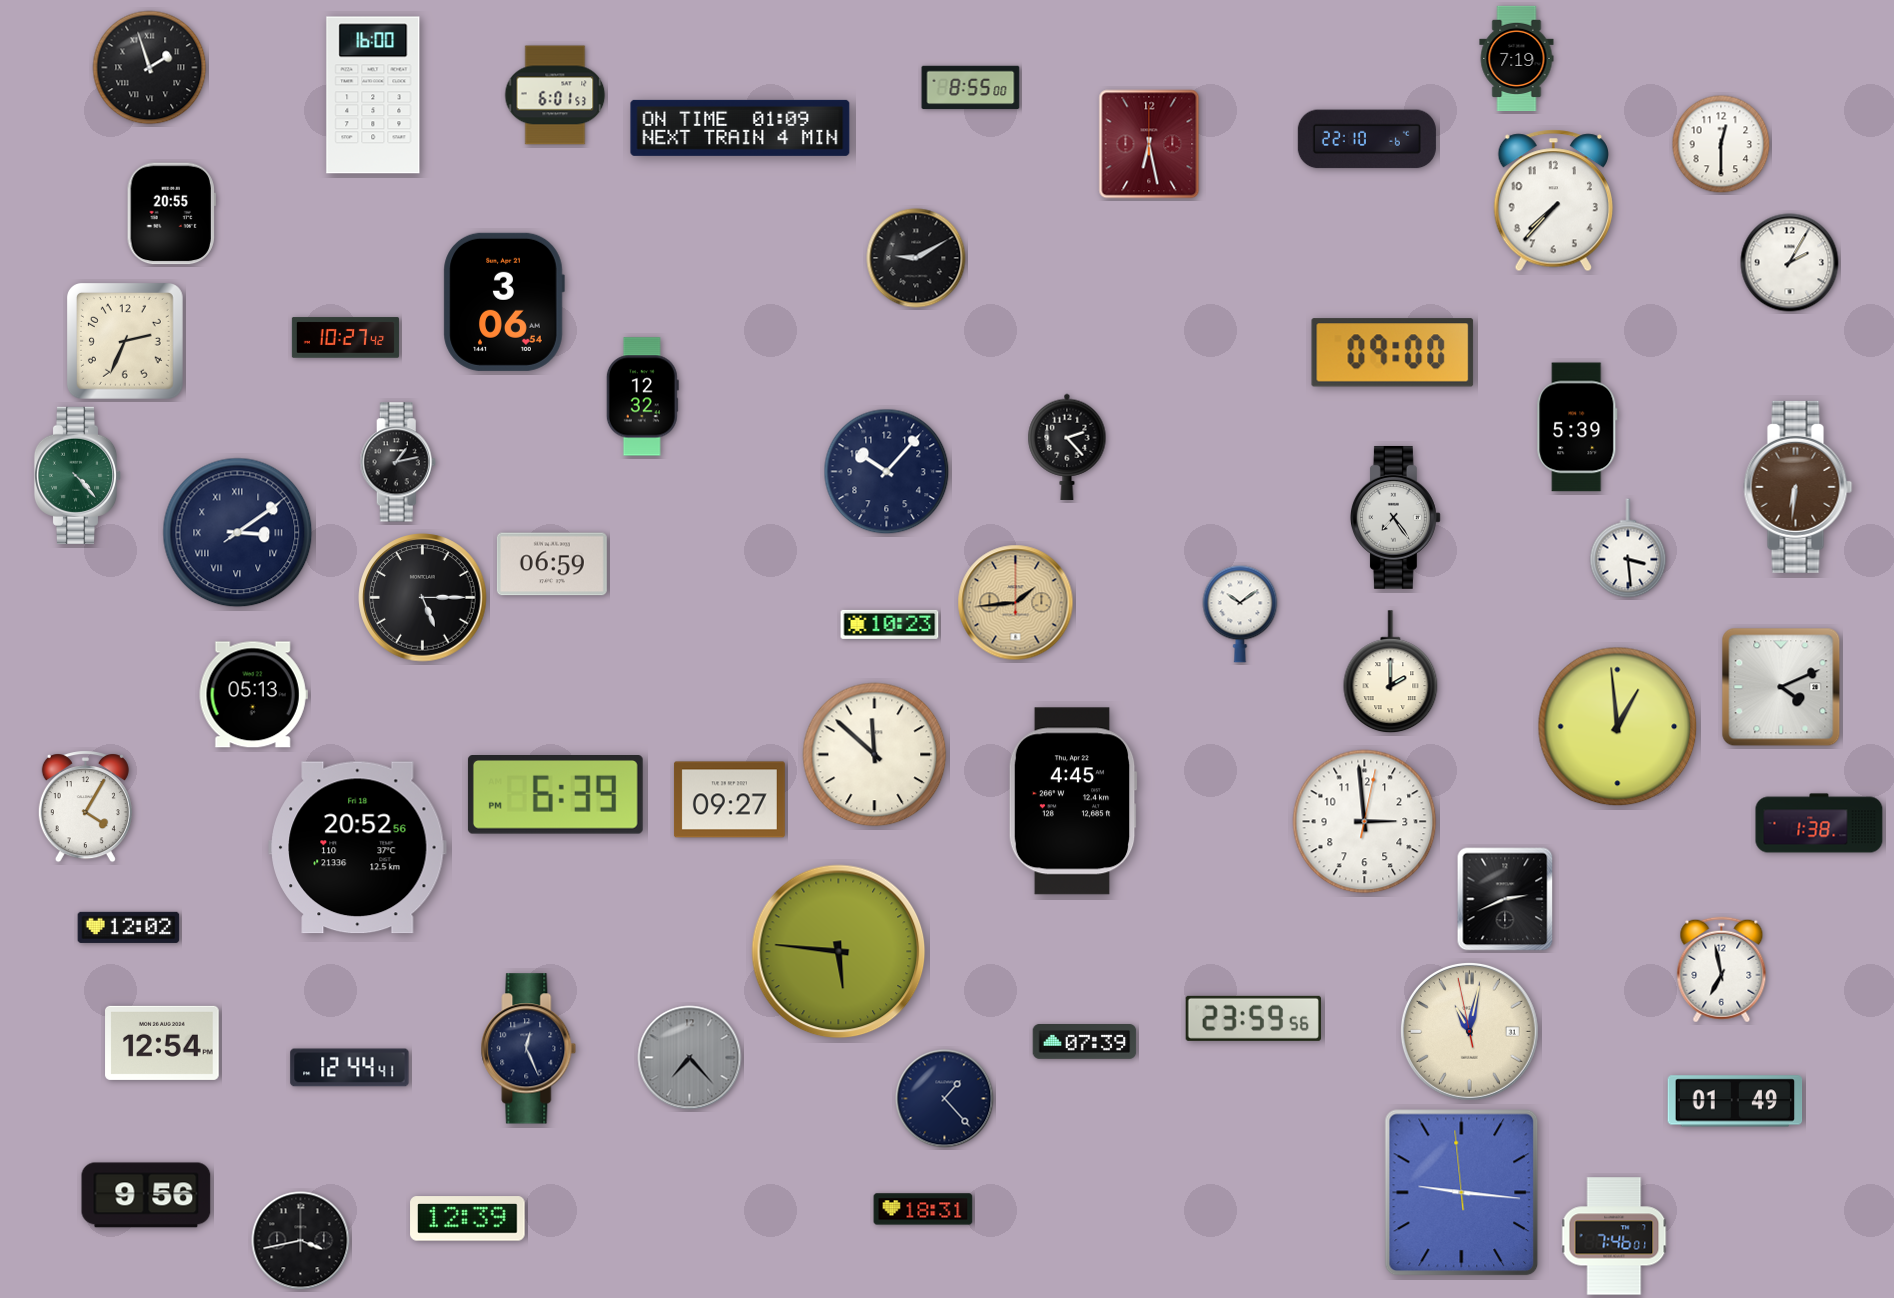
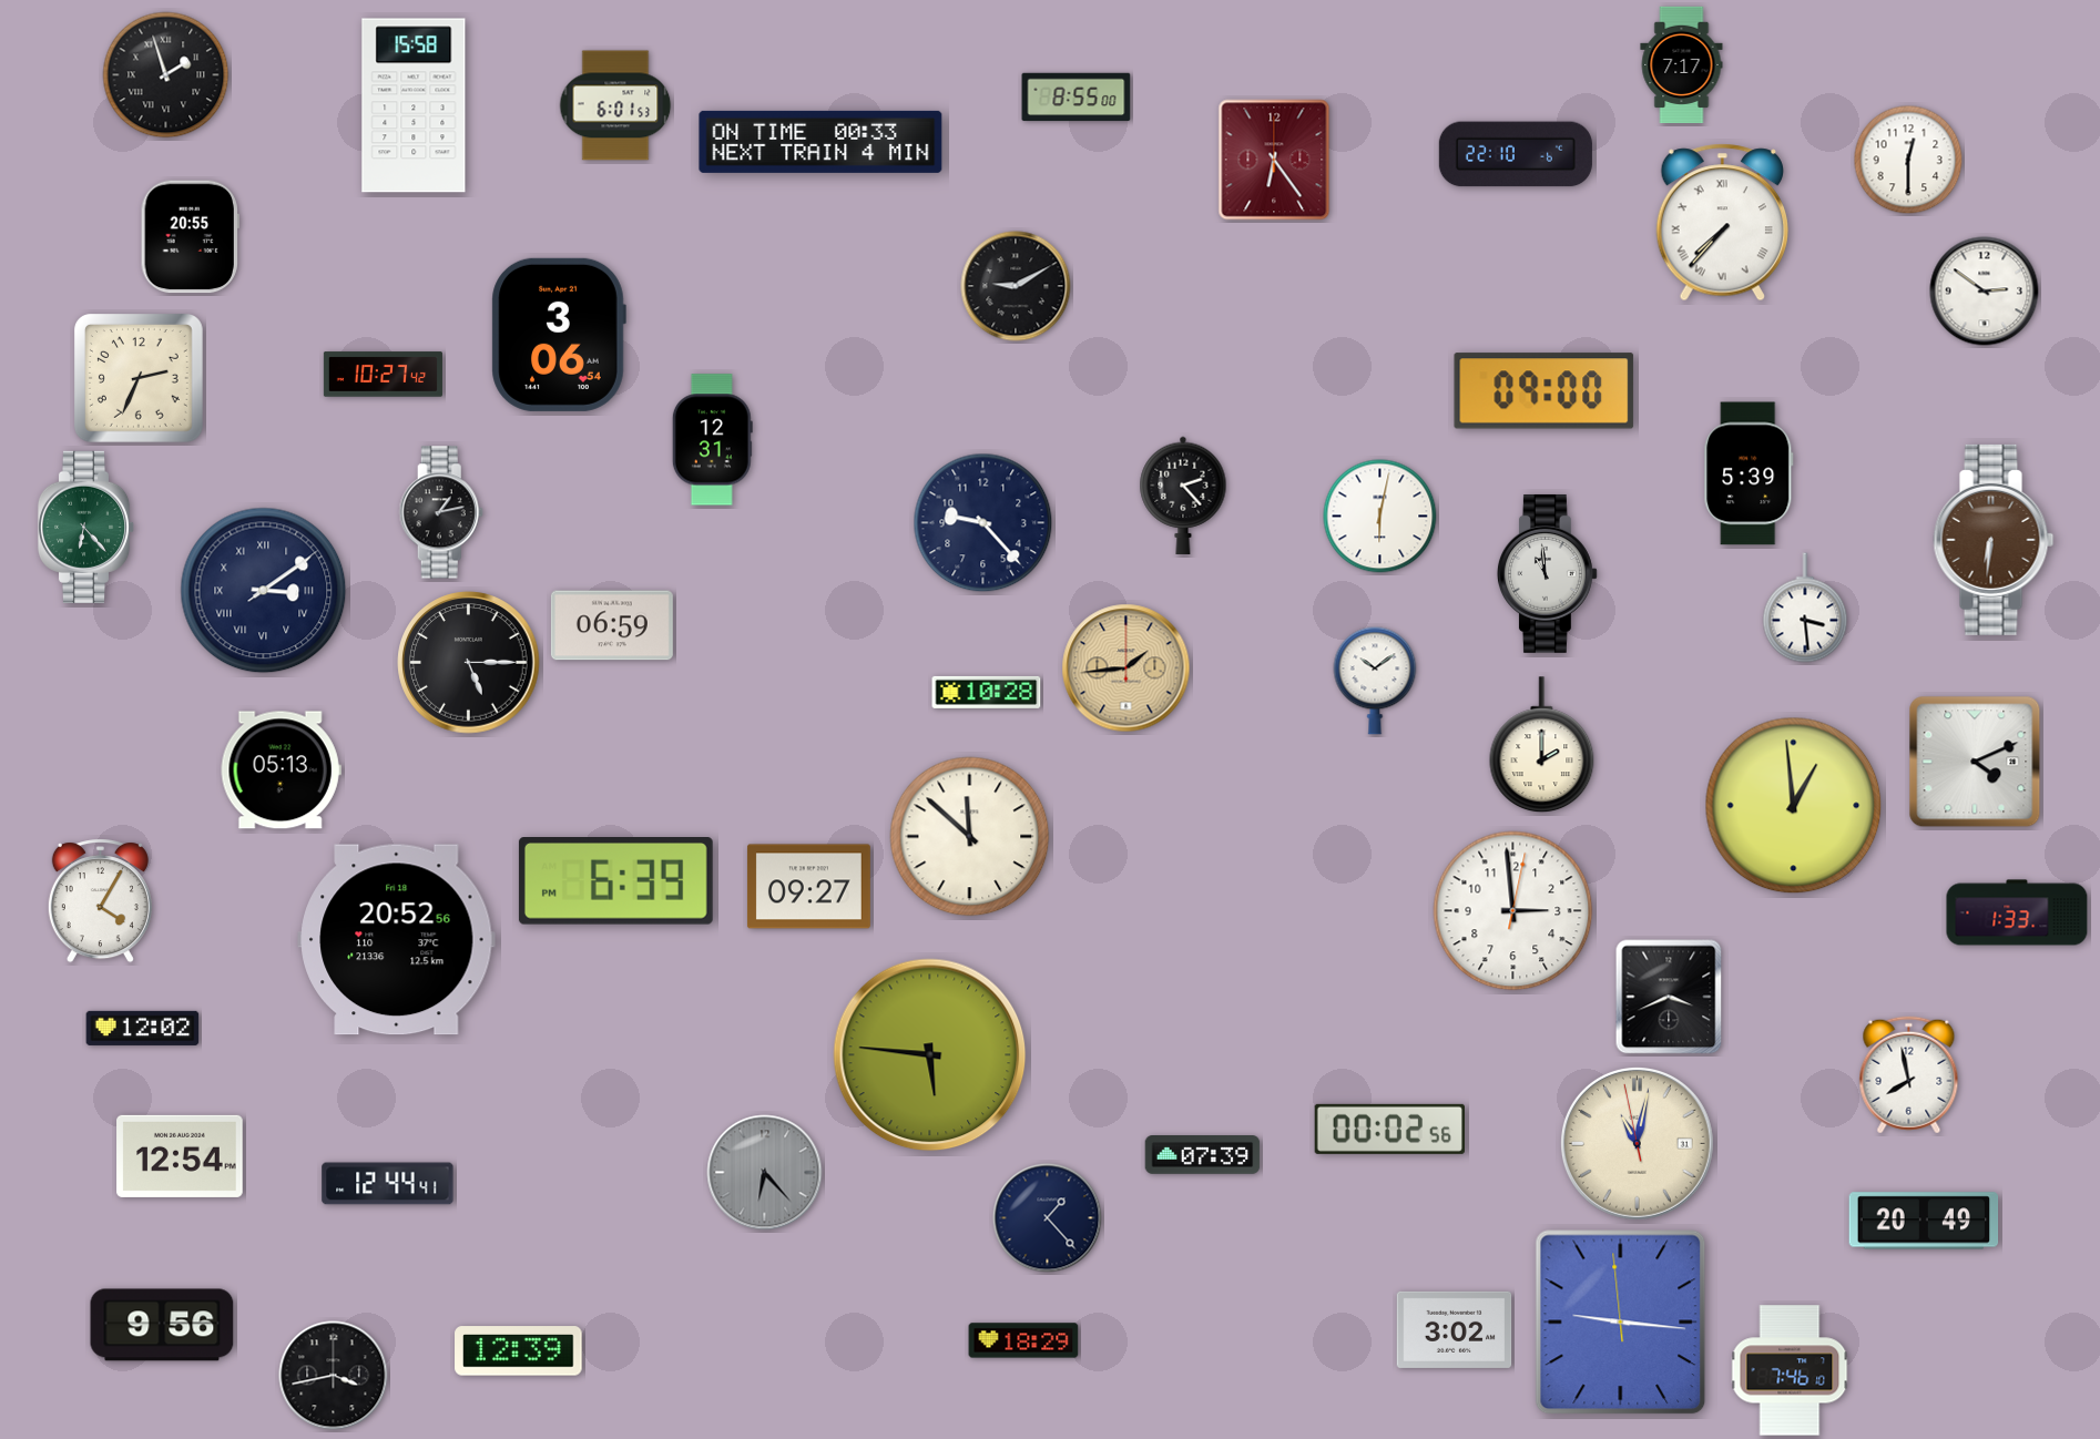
clock at (1517, 59): 7:19 -> 7:17
clock at (373, 95): 16:00 -> 15:58
clock at (740, 128): 01:09 -> 00:33
clock at (1149, 144): 6:28 -> 6:24
clock at (1553, 201) numerals: Arabic -> Roman
clock at (1790, 263): 2:05 -> 2:51
clock at (642, 397): 12:32 -> 12:31
clock at (1380, 517): none -> 6:02
clock at (887, 472): 10:07 -> 9:23
clock at (78, 475): 4:23 -> 6:23
clock at (1395, 517): 7:24 -> 10:59
clock at (890, 624): 10:23 -> 10:28
clock at (1073, 801): 4:45 -> none
clock at (85, 807) position: (85, 807) -> (100, 901)
clock at (1819, 823): 1:38 -> 1:33
clock at (1505, 899): 2:41 -> 3:41
clock at (1722, 970): 6:58 -> 7:58
clock at (1253, 1018): 23:59 -> 00:02
clock at (1469, 1031) position: (1469, 1031) -> (1637, 1143)
clock at (529, 1049): 12:26 -> none
clock at (690, 1058): 7:23 -> 6:23
clock at (1735, 1101): 01:49 -> 20:49
clock at (1455, 1329): none -> 3:02
clock at (923, 1209): 18:31 -> 18:29
clock at (1614, 1236): 7:46:01 -> 7:46:10
